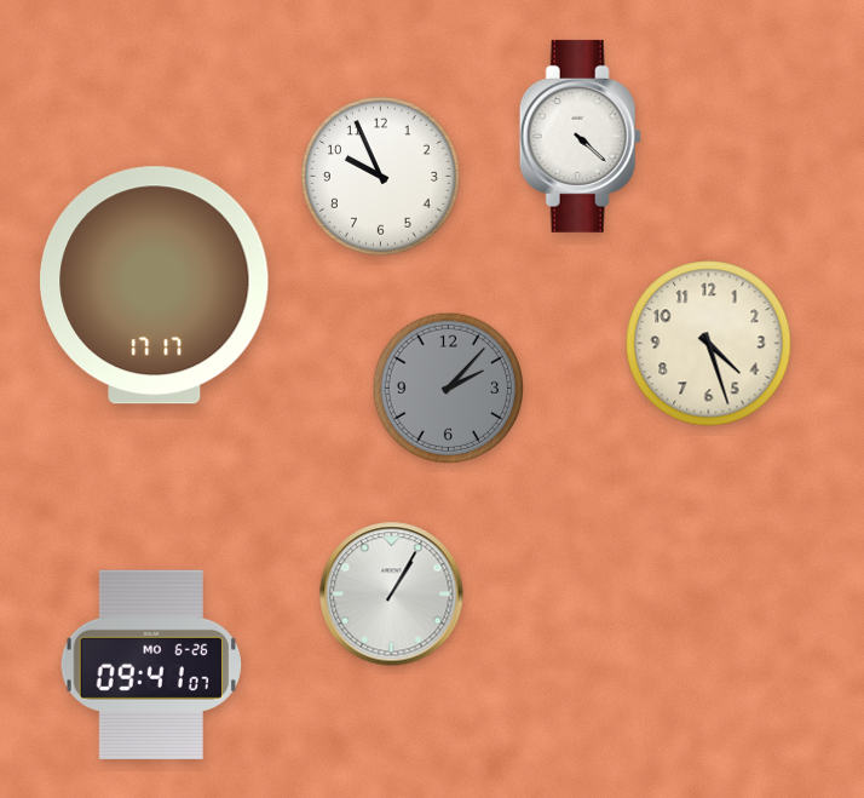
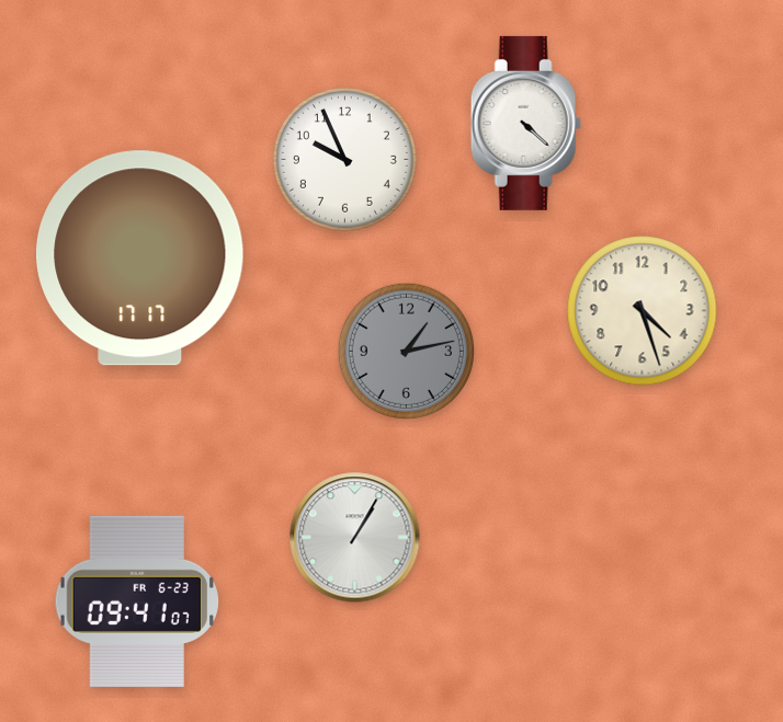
clock at (448, 387): 2:07 -> 1:13
clock at (151, 665) date: MO 6-26 -> FR 6-23
